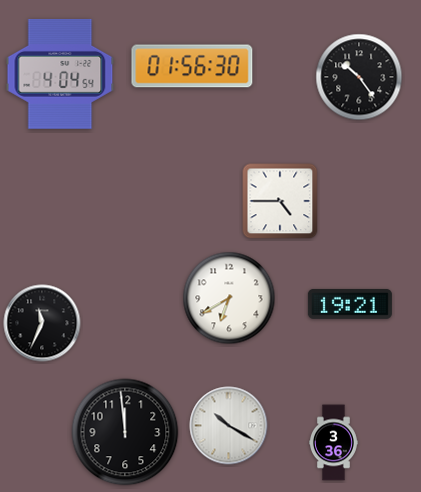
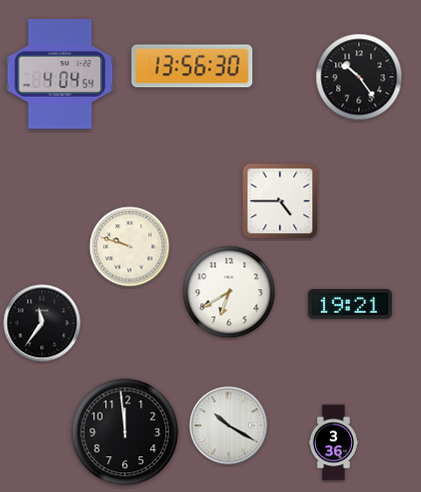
clock at (192, 66): 01:56 -> 13:56
clock at (130, 247): none -> 9:48
clock at (229, 298) position: (229, 298) -> (229, 292)
clock at (42, 323): 11:34 -> 11:36
